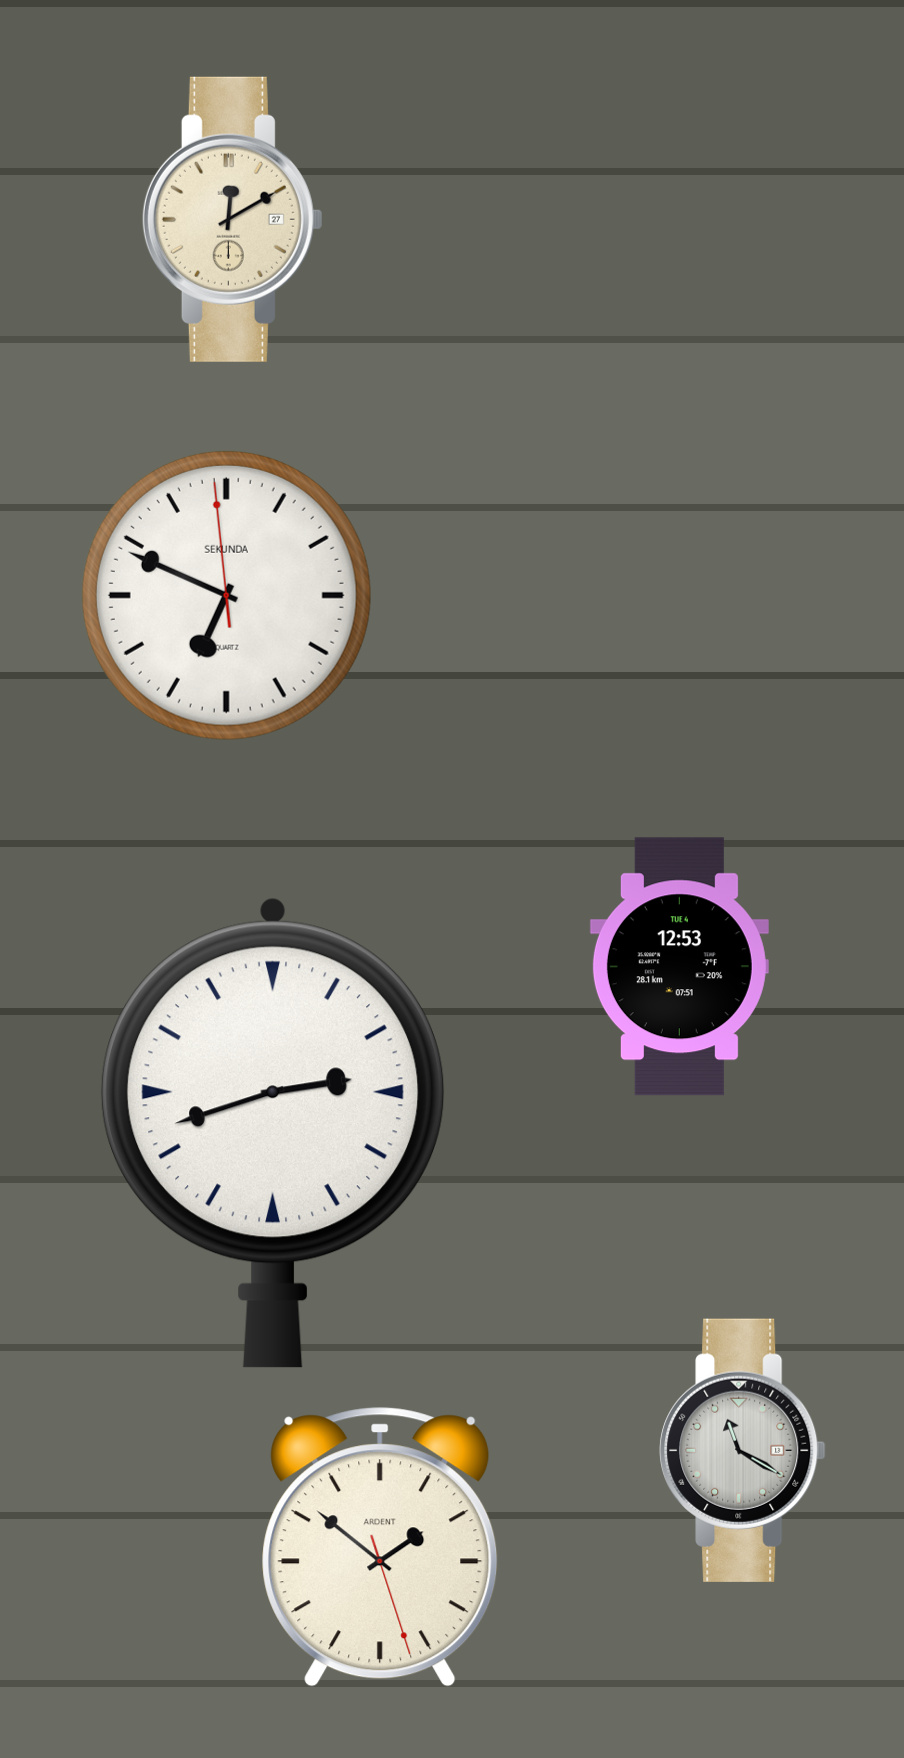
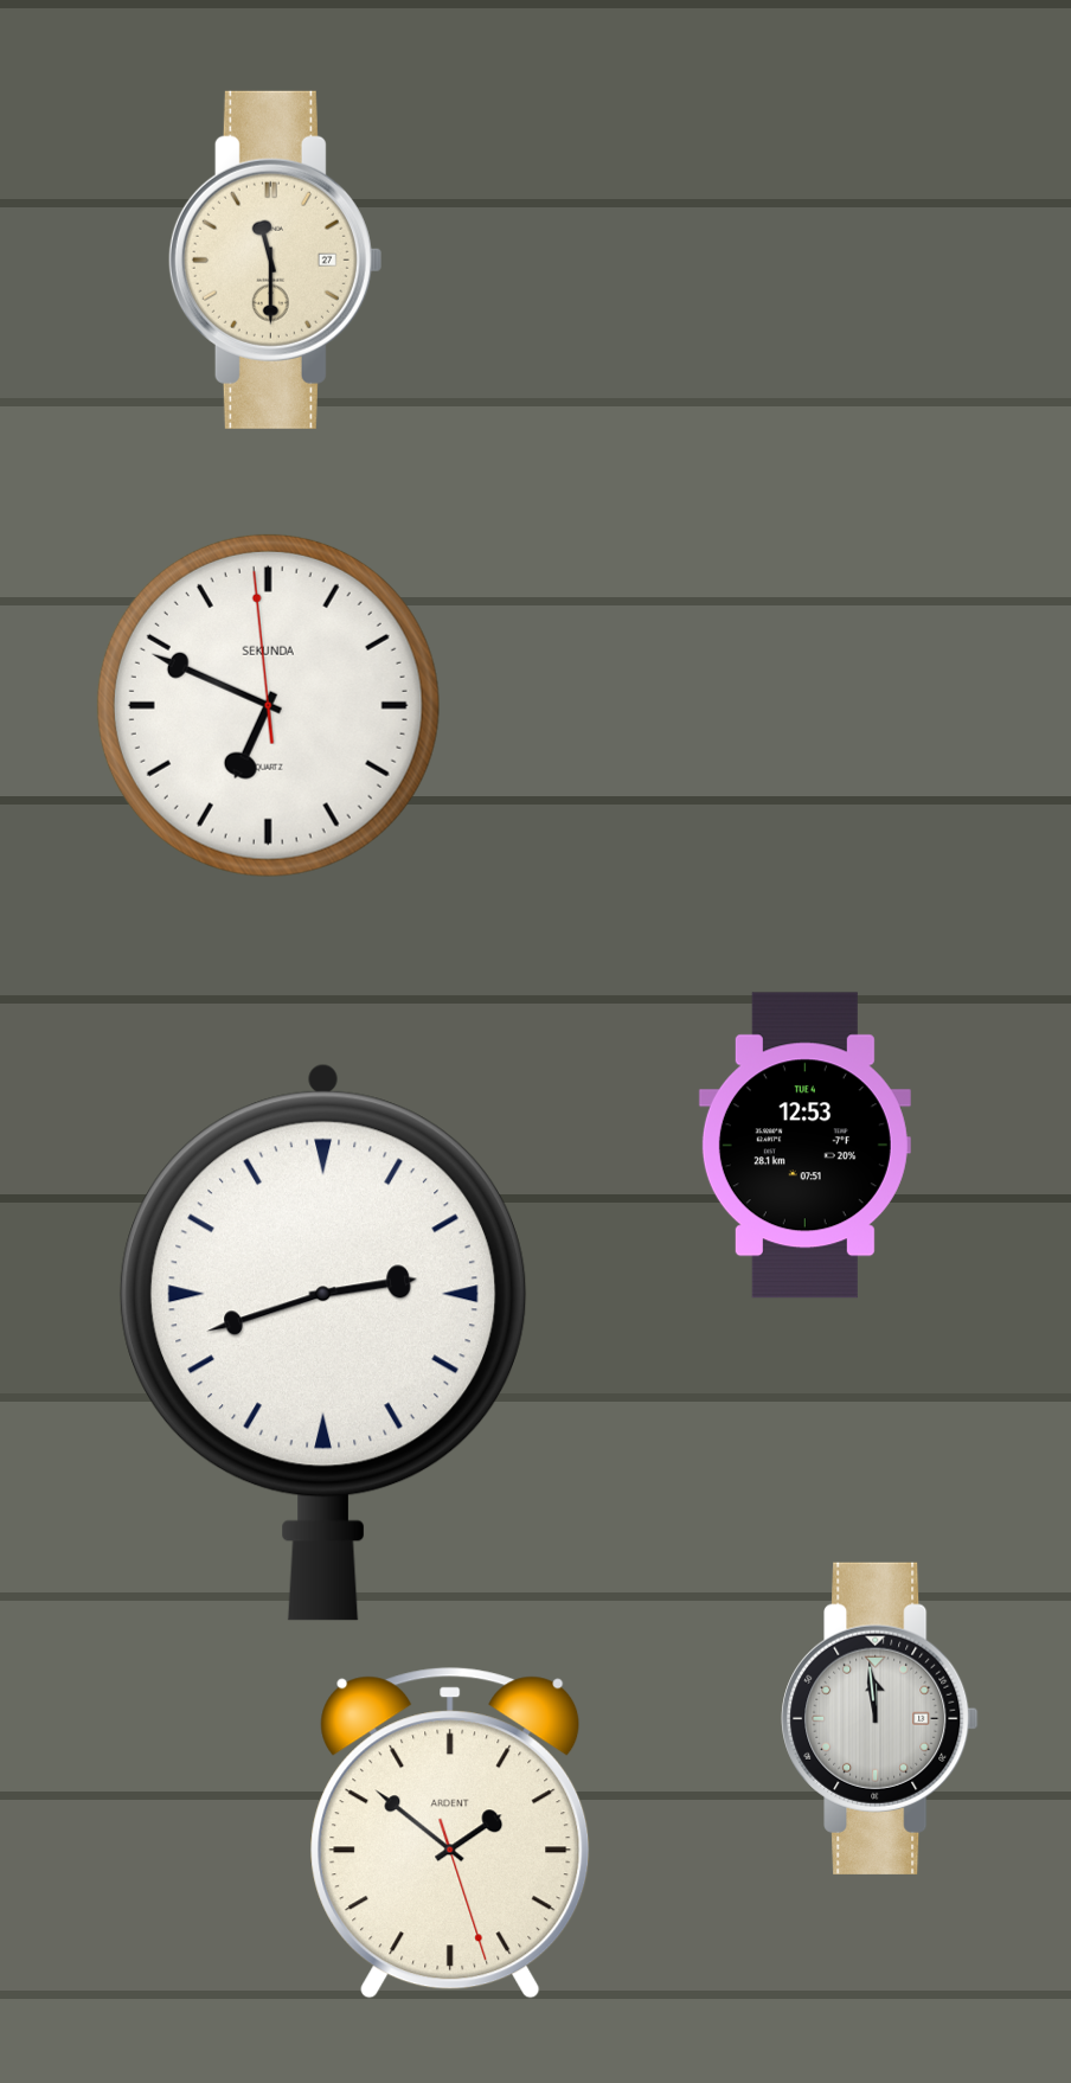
clock at (232, 219): 12:10 -> 11:30
clock at (743, 1450): 11:20 -> 11:59
